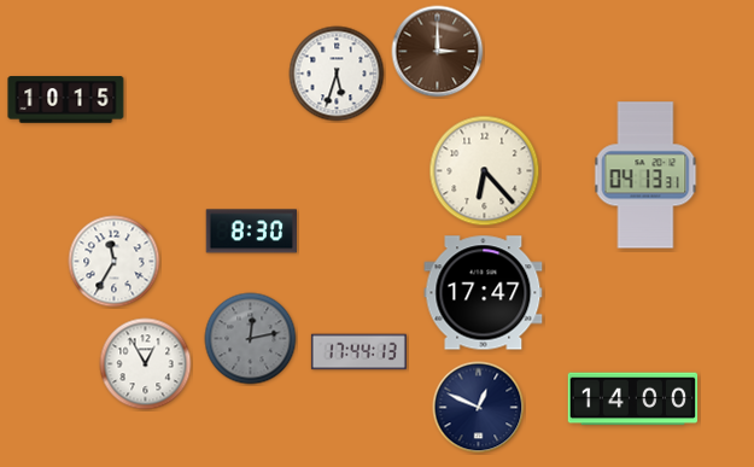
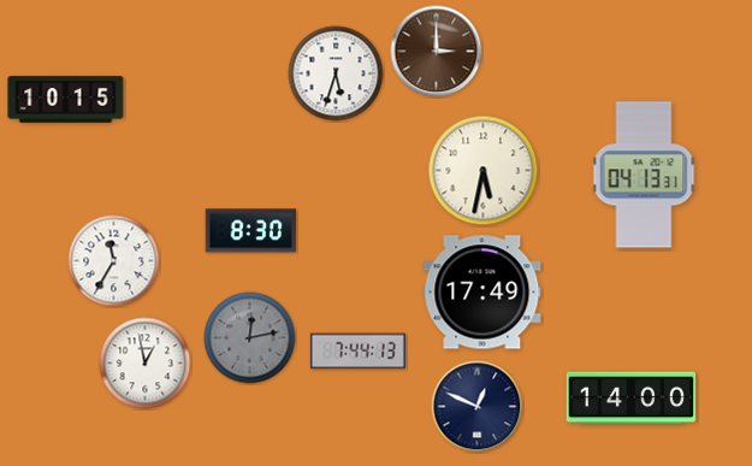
clock at (485, 171): 6:23 -> 5:32
clock at (484, 293): 17:47 -> 17:49
clock at (358, 352): 17:44 -> 7:44
clock at (146, 364): 12:55 -> 12:58
